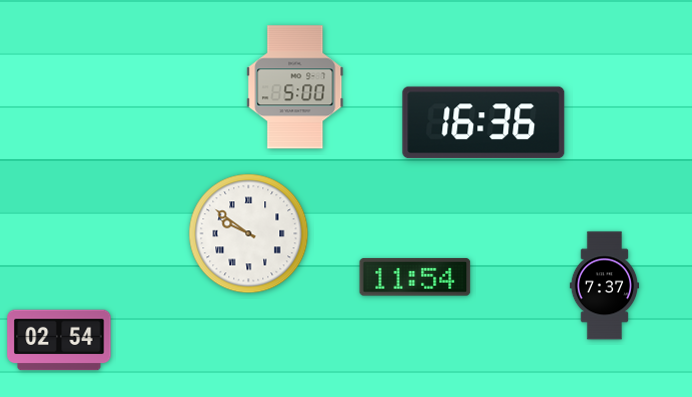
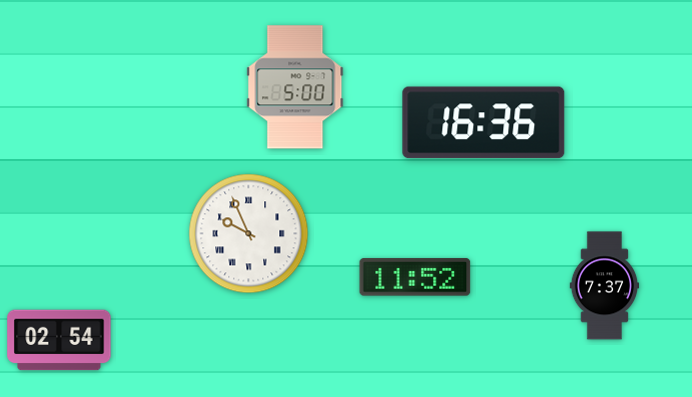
clock at (249, 234): 9:51 -> 9:56
clock at (415, 277): 11:54 -> 11:52
